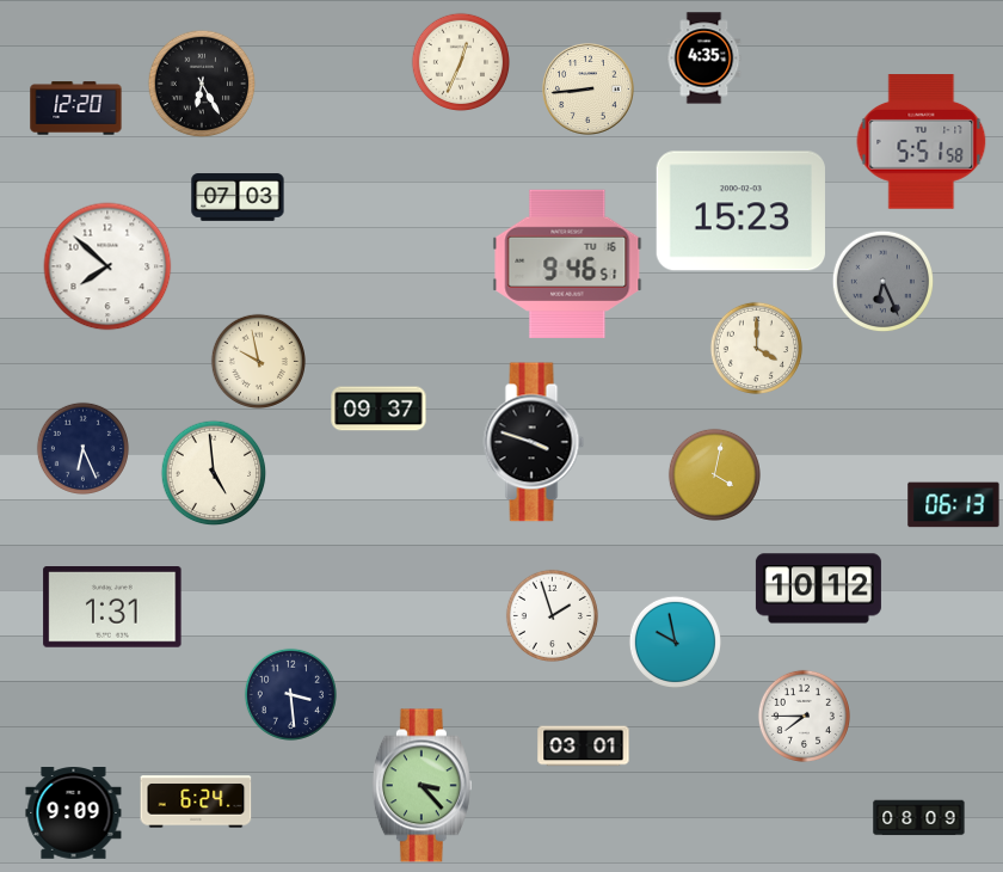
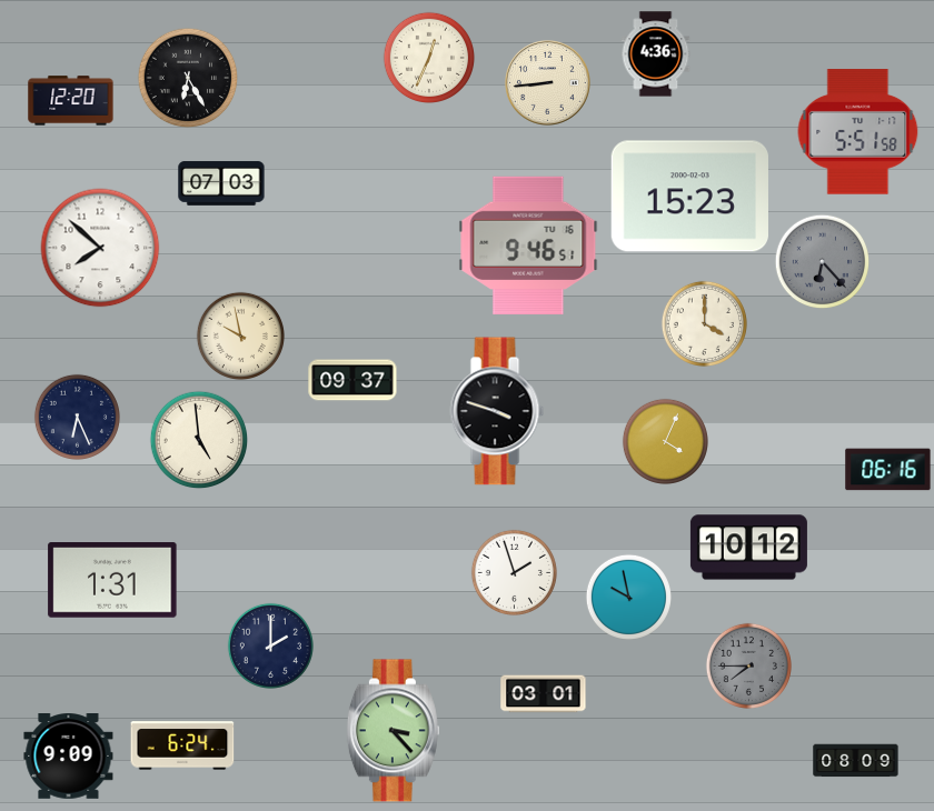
clock at (704, 59): 4:35 -> 4:36
clock at (882, 281): 6:26 -> 6:23
clock at (714, 474): 4:02 -> 4:04
clock at (954, 505): 06:13 -> 06:16
clock at (818, 589) position: (818, 589) -> (748, 548)
clock at (112, 608) position: (112, 608) -> (112, 581)
clock at (290, 694): 3:29 -> 2:00
clock at (804, 716) dial: white -> grey
